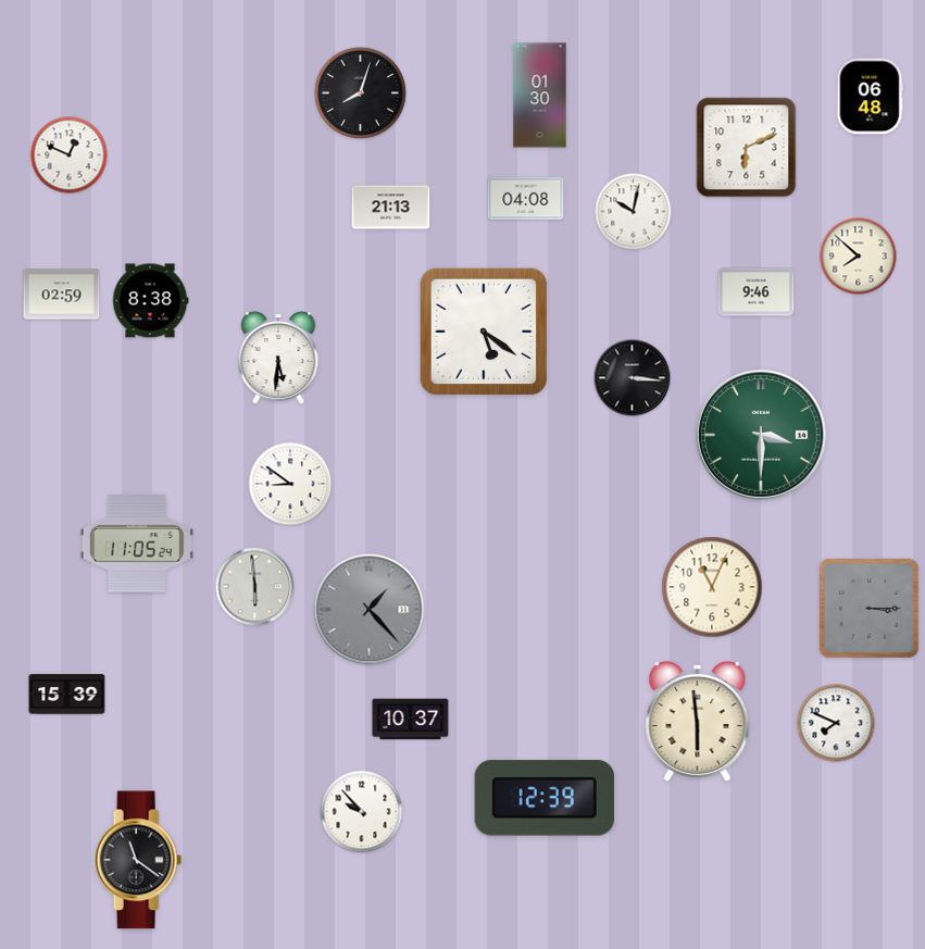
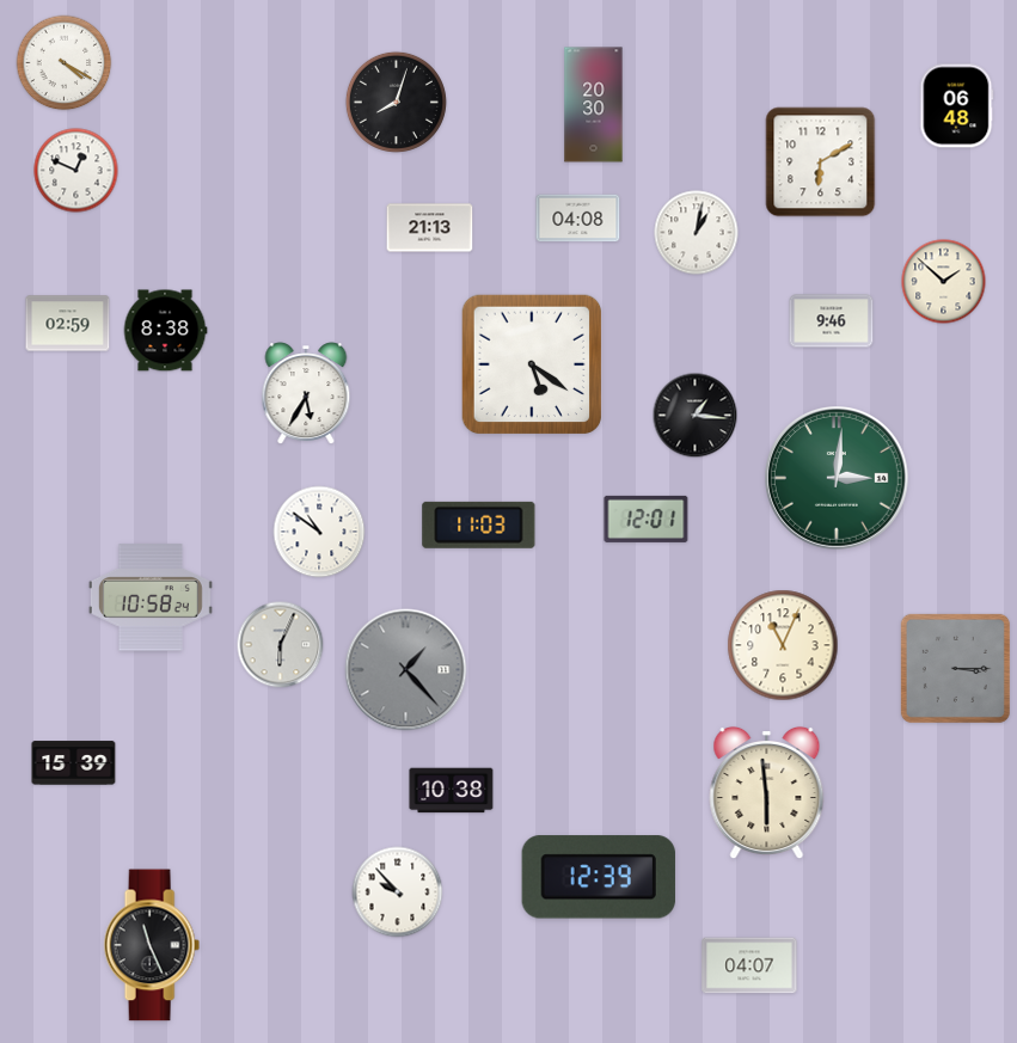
clock at (65, 63): none -> 4:20
clock at (540, 96): 01:30 -> 20:30
clock at (747, 148): 6:11 -> 6:10
clock at (634, 212): 10:02 -> 1:02
clock at (859, 257): 7:52 -> 1:52
clock at (278, 358): 5:31 -> 5:35
clock at (633, 378): 3:16 -> 1:16
clock at (762, 436): 3:30 -> 3:01
clock at (647, 519): none -> 12:01
clock at (479, 524): none -> 11:03
clock at (290, 484): 8:51 -> 10:51
clock at (137, 544): 11:05 -> 10:58
clock at (255, 587): 5:59 -> 6:04
clock at (411, 720): 10:37 -> 10:38
clock at (836, 723): 7:49 -> none
clock at (138, 860): 11:21 -> 11:26
clock at (749, 965): none -> 04:07
